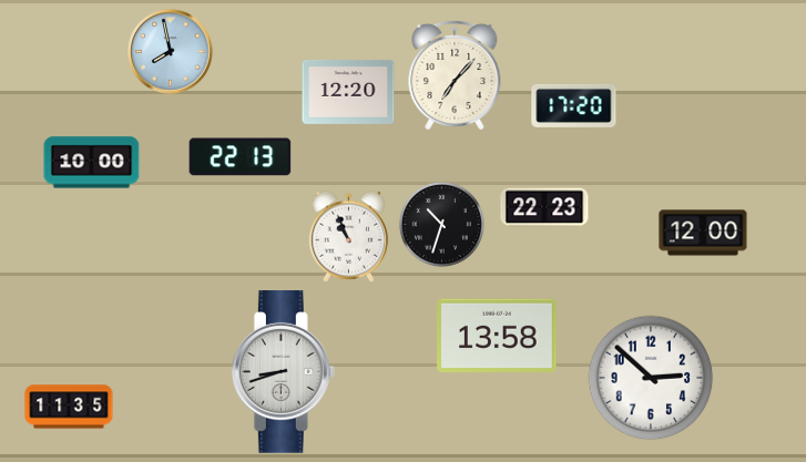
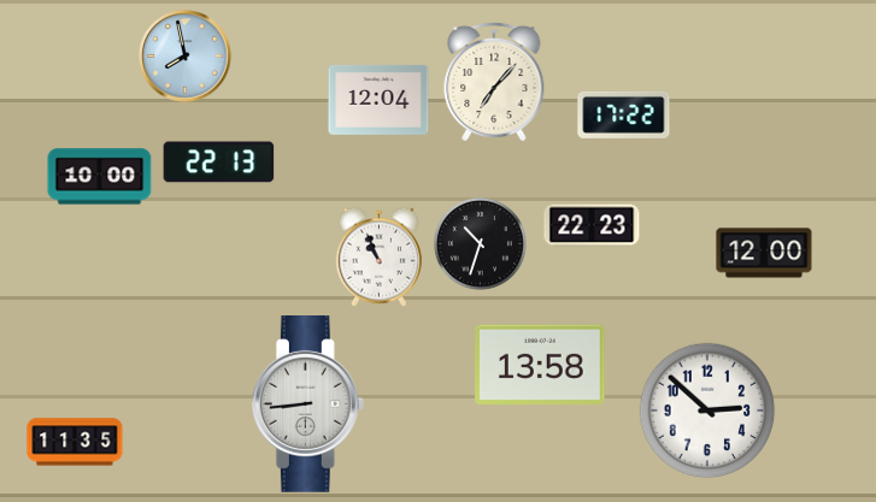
clock at (348, 92): 12:20 -> 12:04
clock at (574, 105): 17:20 -> 17:22
clock at (241, 157) position: (241, 157) -> (219, 163)
clock at (283, 372): 8:42 -> 8:44
